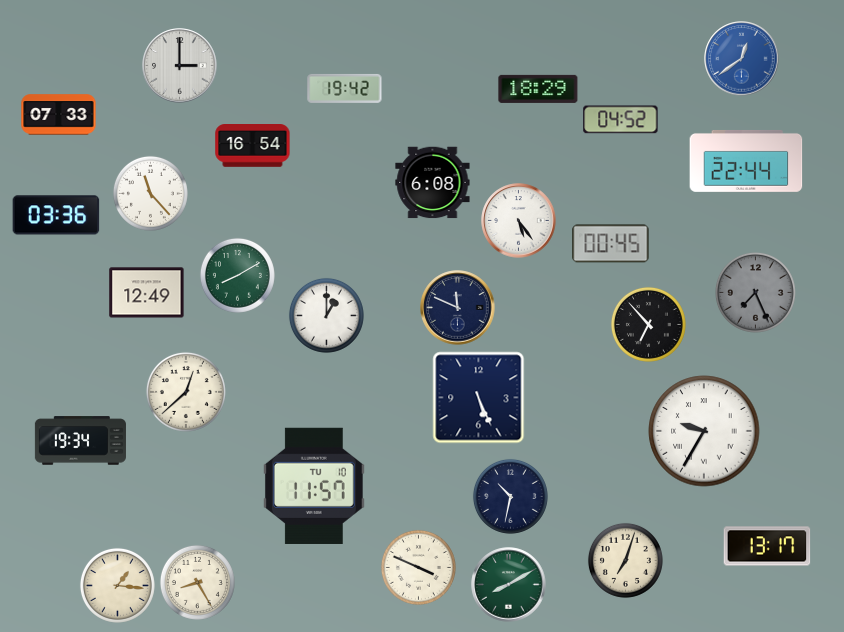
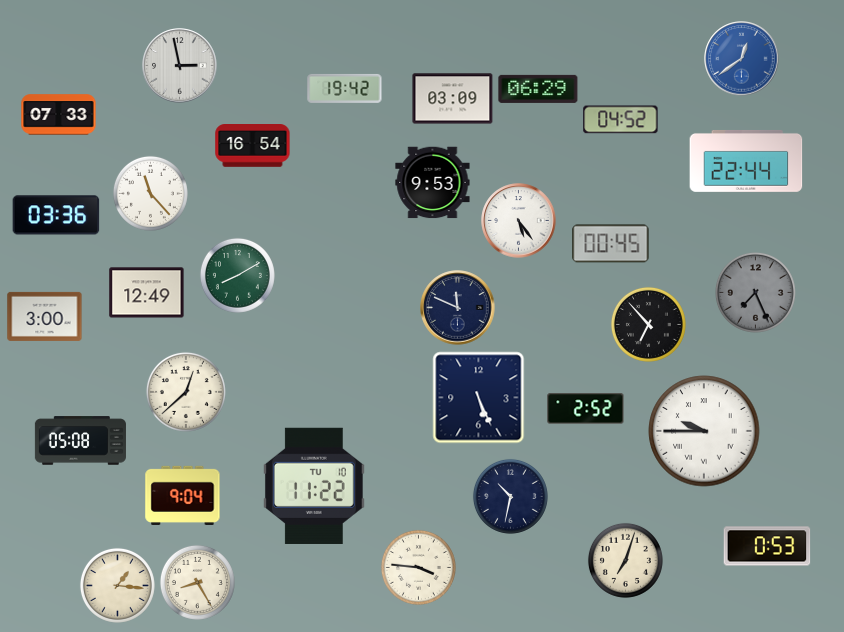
clock at (180, 66): 3:00 -> 2:58
clock at (538, 89): 18:29 -> 06:29
clock at (453, 99): none -> 03:09
clock at (433, 183): 6:08 -> 9:53
clock at (326, 315): 1:00 -> none
clock at (45, 316): none -> 3:00
clock at (586, 409): none -> 2:52
clock at (704, 431): 9:35 -> 9:45
clock at (80, 441): 19:34 -> 05:08
clock at (314, 486): 11:57 -> 11:22
clock at (183, 495): none -> 9:04
clock at (767, 546): 13:17 -> 0:53
clock at (418, 567): 3:49 -> 3:46
clock at (509, 585): 8:10 -> none
